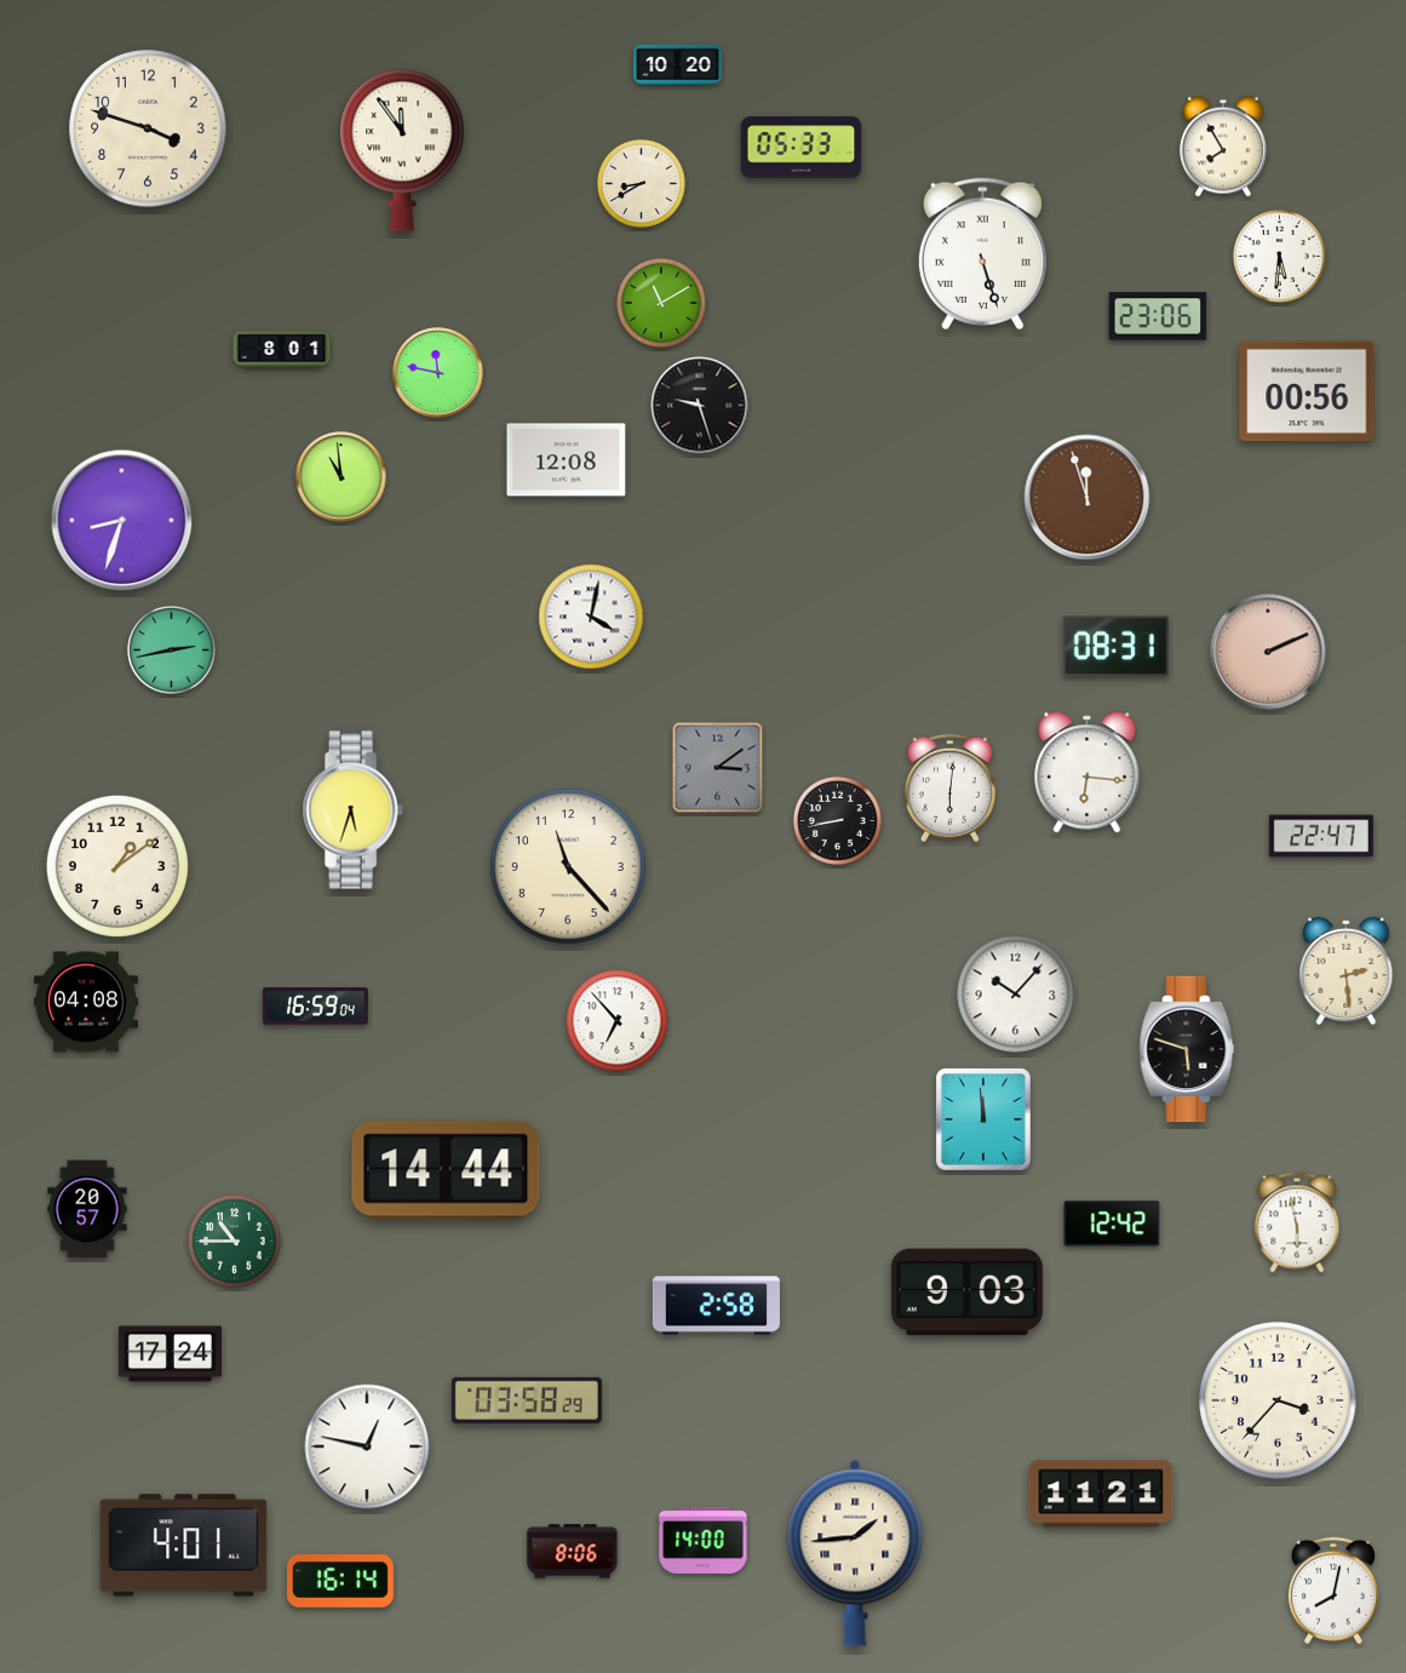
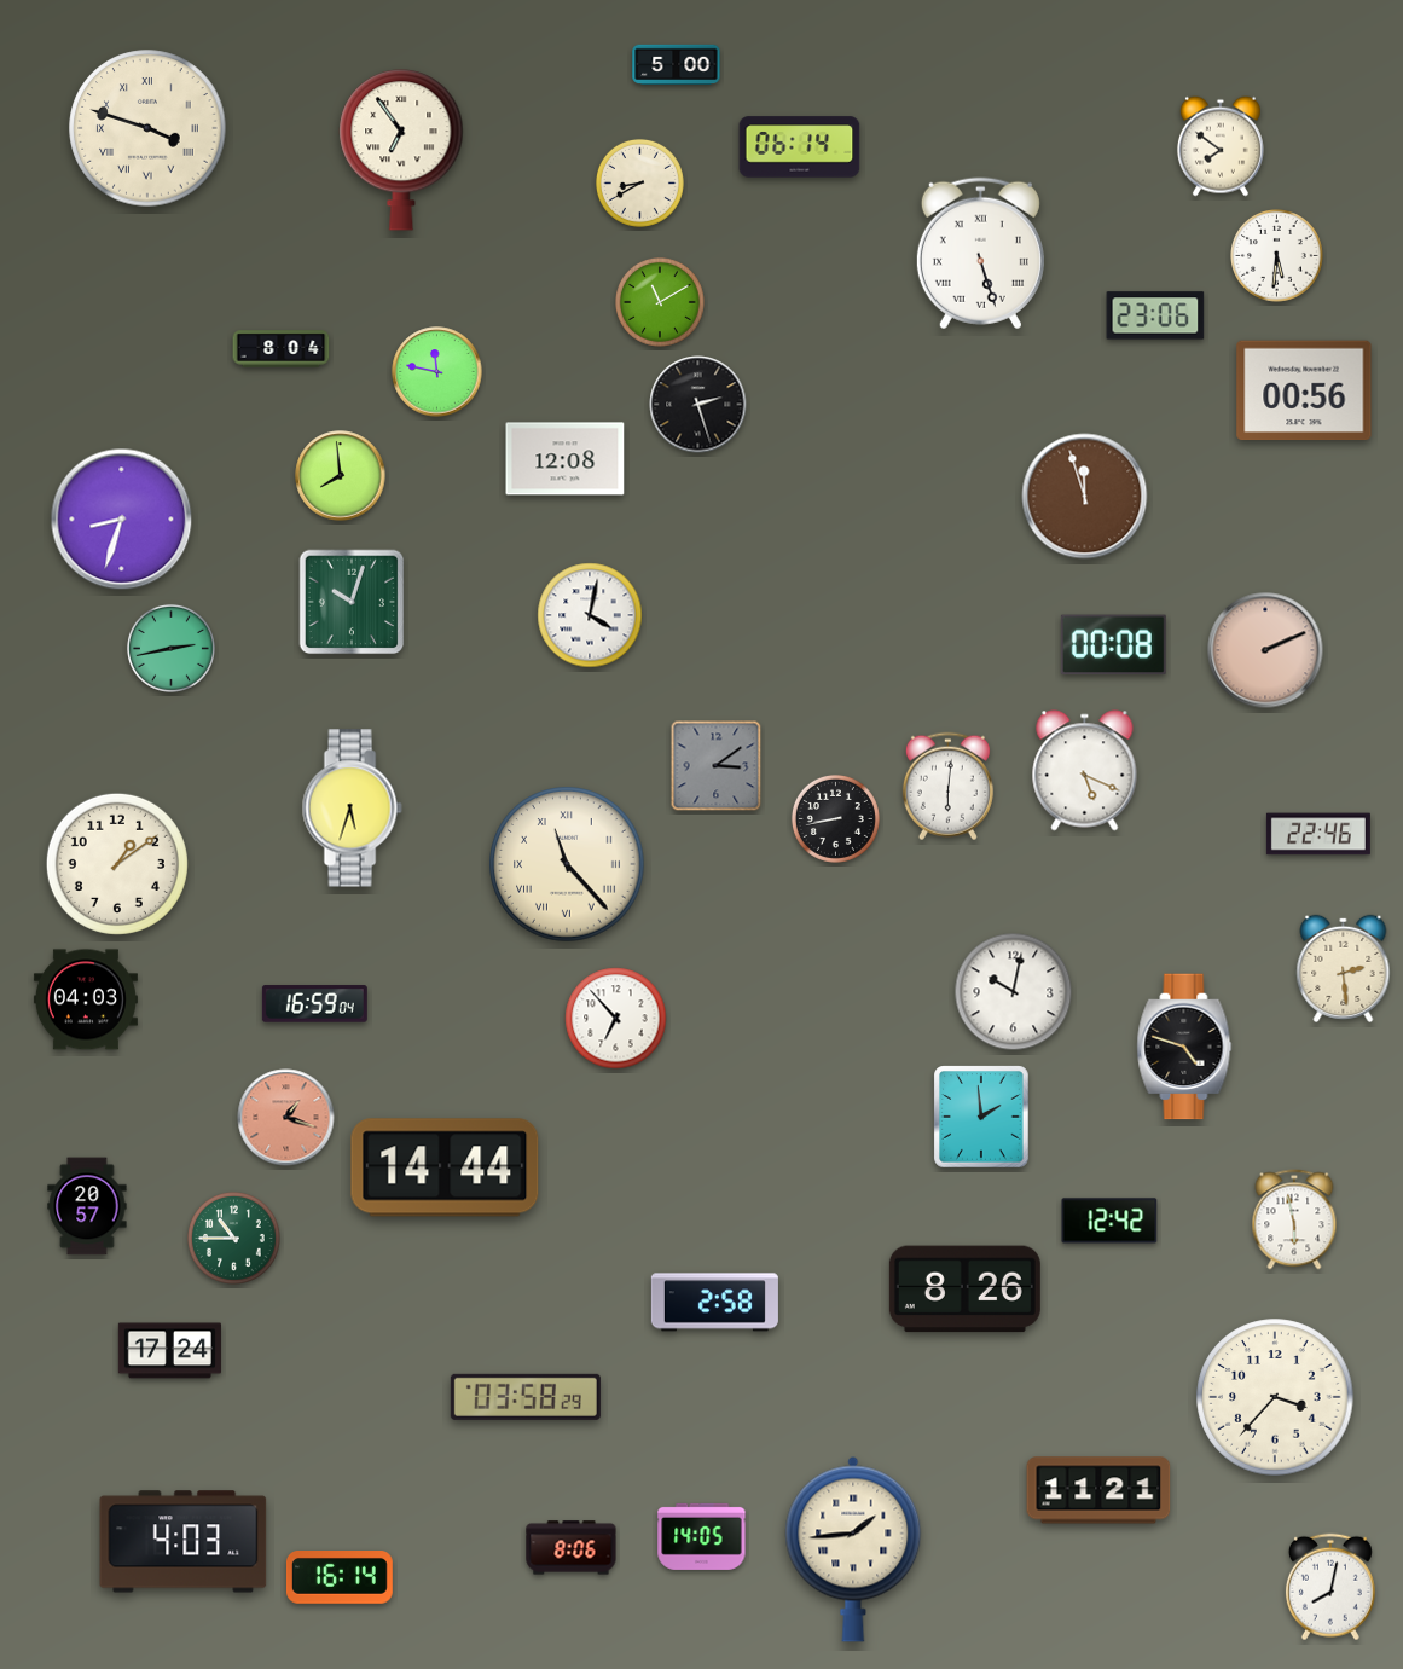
clock at (678, 64): 10:20 -> 5:00
clock at (148, 128) numerals: Arabic -> Roman
clock at (1223, 147): 7:55 -> 7:51
clock at (802, 148): 05:33 -> 06:14
clock at (402, 150): 11:54 -> 6:54
clock at (282, 350): 8:01 -> 8:04
clock at (700, 406): 9:27 -> 2:27
clock at (342, 477): 10:59 -> 7:59
clock at (352, 602): none -> 10:03
clock at (1115, 647): 08:31 -> 00:08
clock at (1088, 773): 6:16 -> 5:19
clock at (1321, 836): 22:47 -> 22:46
clock at (568, 866) numerals: Arabic -> Roman
clock at (1016, 995): 10:07 -> 10:02
clock at (86, 1002): 04:08 -> 04:03
clock at (1187, 1049): 5:48 -> 4:48
clock at (983, 1119): 11:59 -> 1:59
clock at (286, 1118): none -> 1:18
clock at (966, 1293): 9:03 -> 8:26
clock at (367, 1446): 12:47 -> none
clock at (704, 1540): 14:00 -> 14:05
clock at (184, 1546): 4:01 -> 4:03
